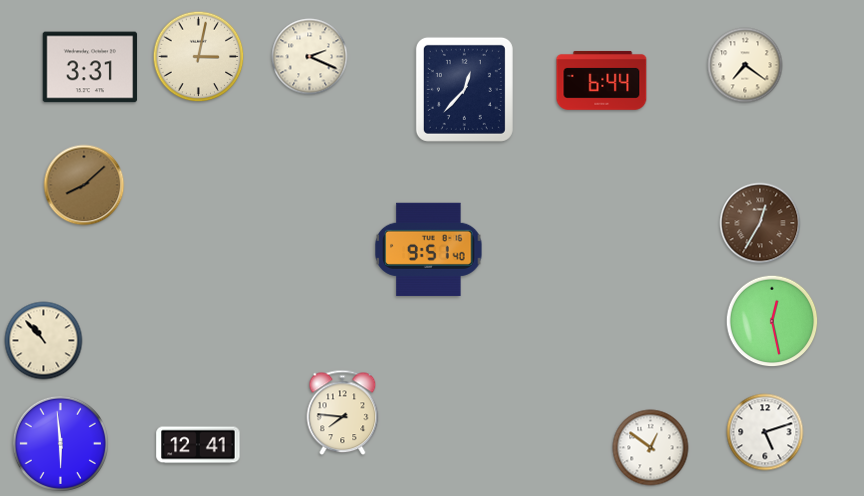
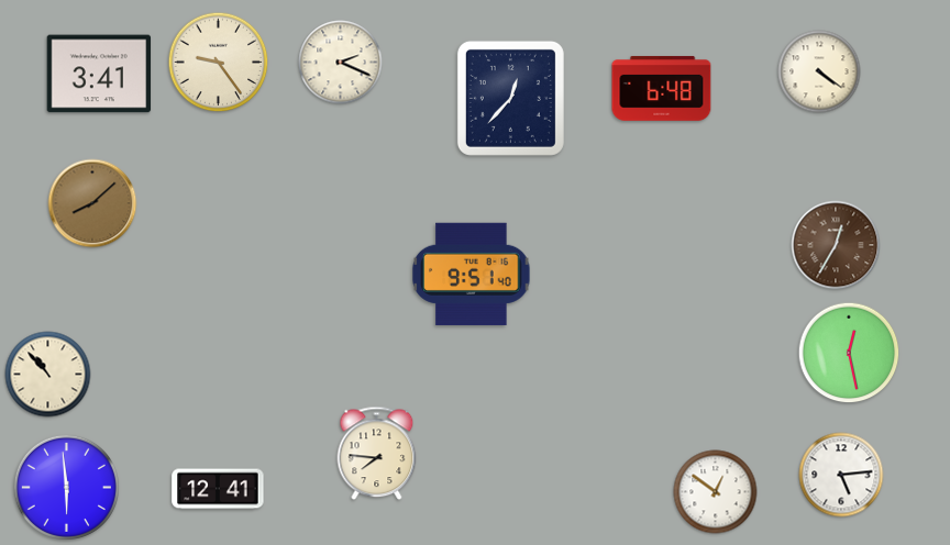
clock at (199, 57): 3:02 -> 9:24
clock at (745, 65): 7:21 -> 4:21
clock at (90, 67): 3:31 -> 3:41
clock at (602, 80): 6:44 -> 6:48
clock at (765, 432): 5:12 -> 5:14
